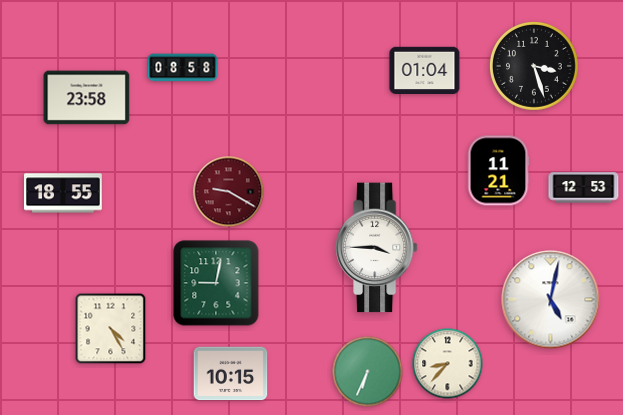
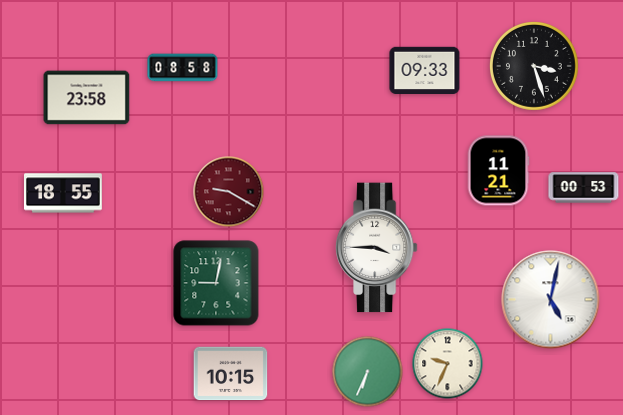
clock at (425, 71): 01:04 -> 09:33
clock at (584, 188): 12:53 -> 00:53
clock at (111, 329): 4:25 -> none
clock at (448, 364): 8:37 -> 9:34
